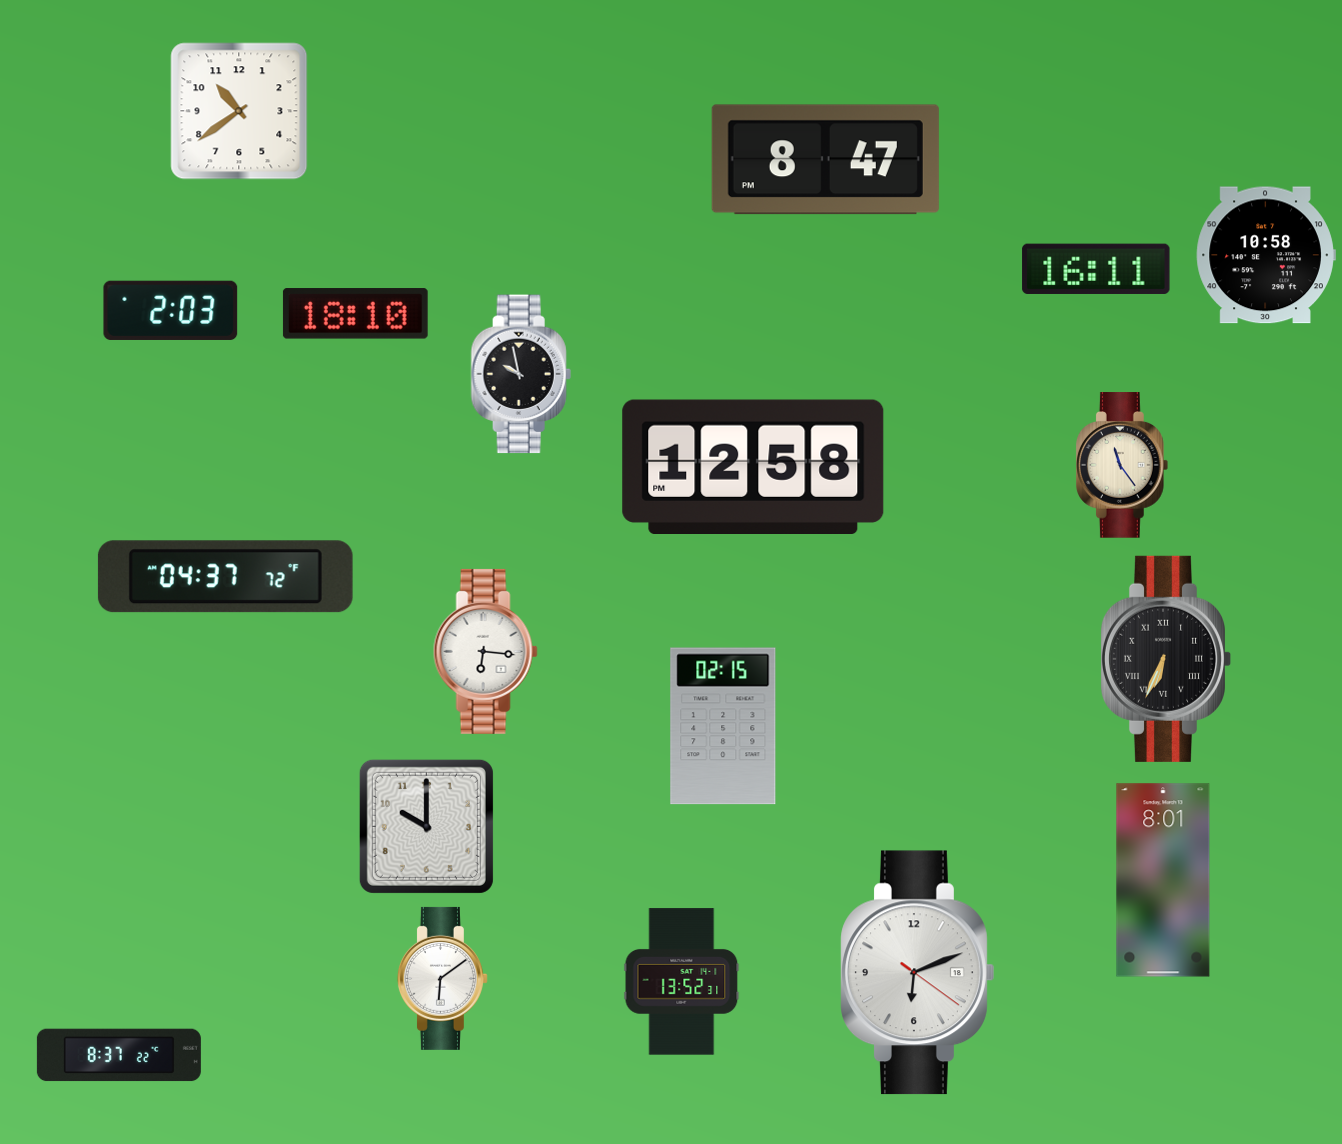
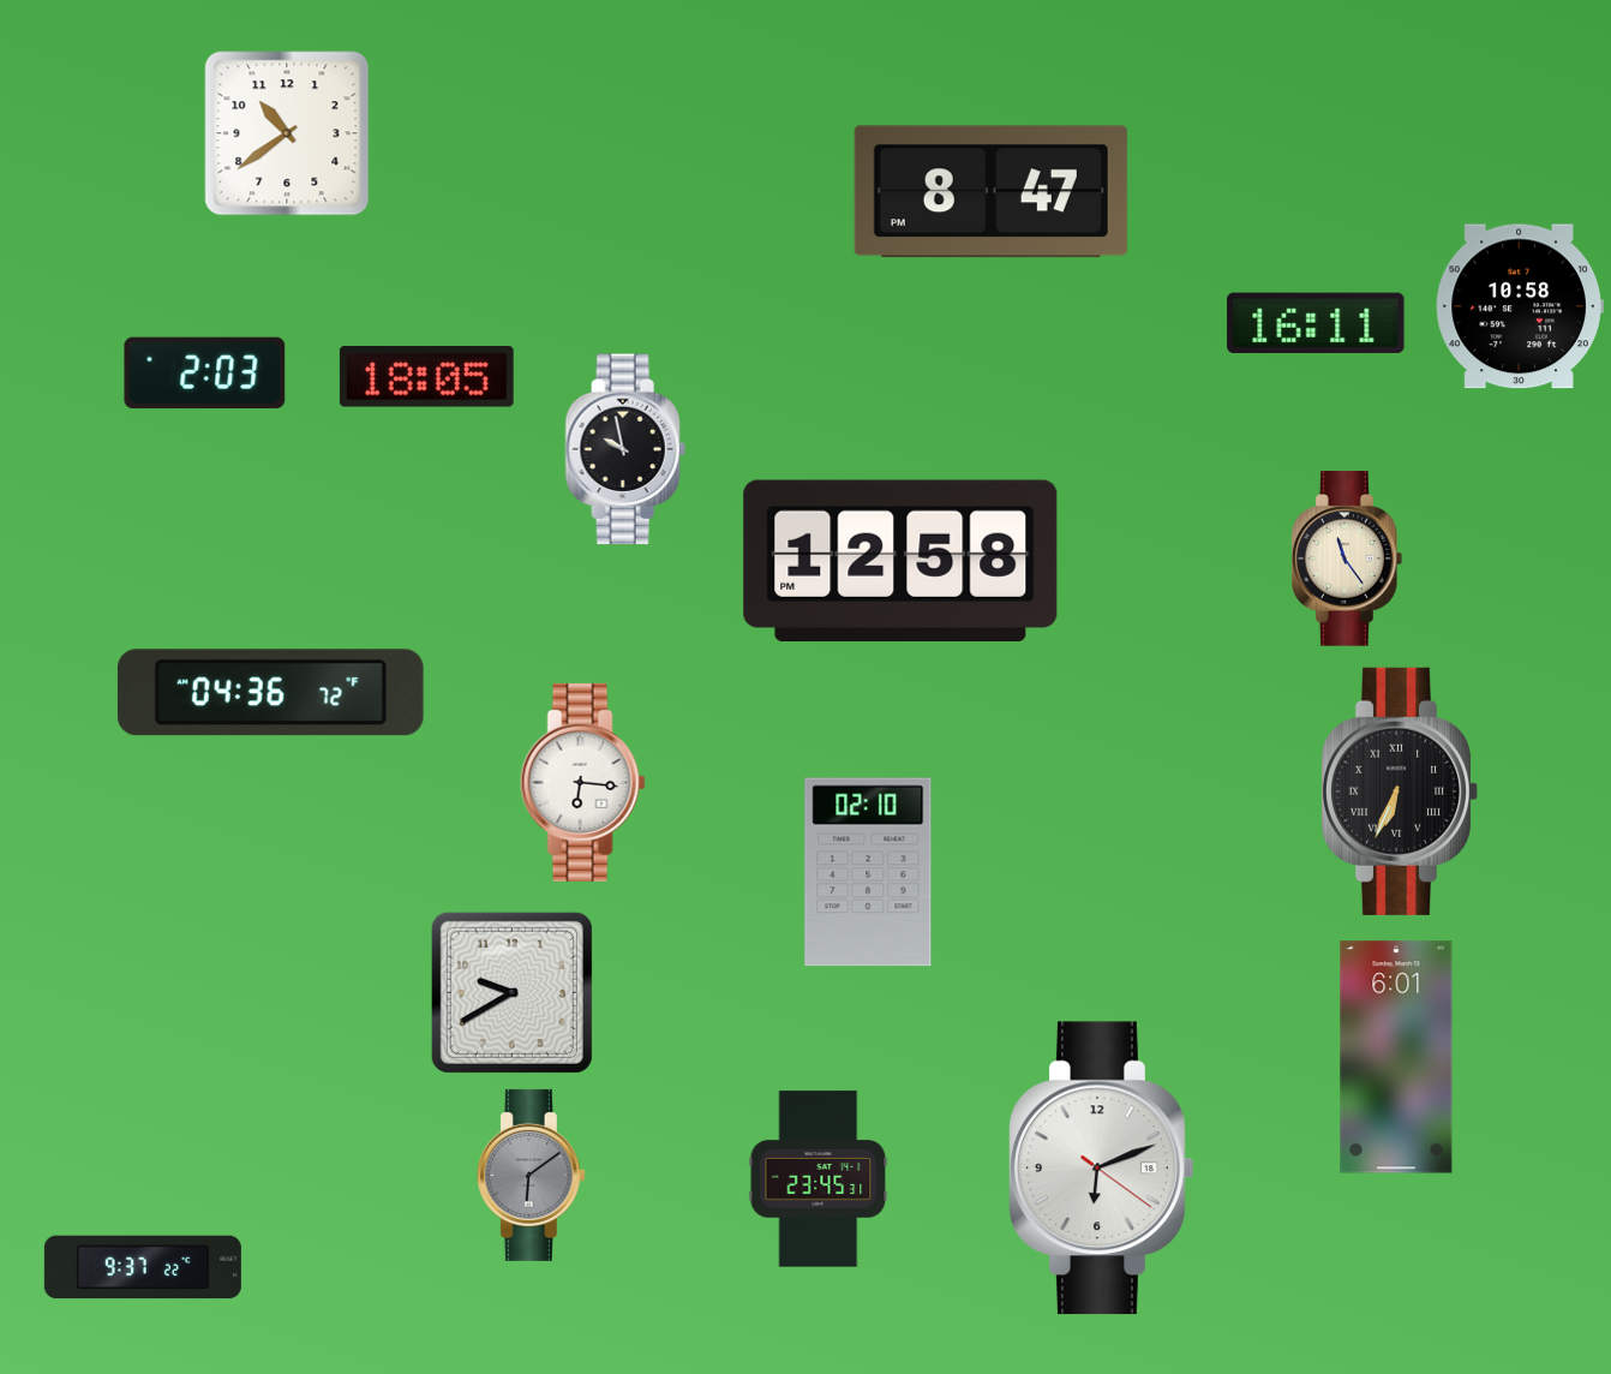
clock at (355, 314): 18:10 -> 18:05
clock at (753, 466) position: (753, 466) -> (900, 560)
clock at (225, 577): 04:37 -> 04:36
clock at (723, 726): 02:15 -> 02:10
clock at (426, 826): 10:00 -> 9:40
clock at (1163, 880): 8:01 -> 6:01
clock at (442, 978) dial: white -> grey
clock at (682, 982): 13:52 -> 23:45
clock at (119, 1055): 8:37 -> 9:37
